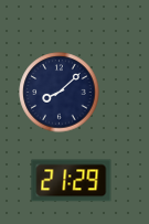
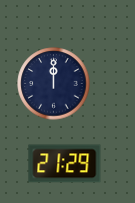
clock at (60, 93): 8:08 -> 12:00
